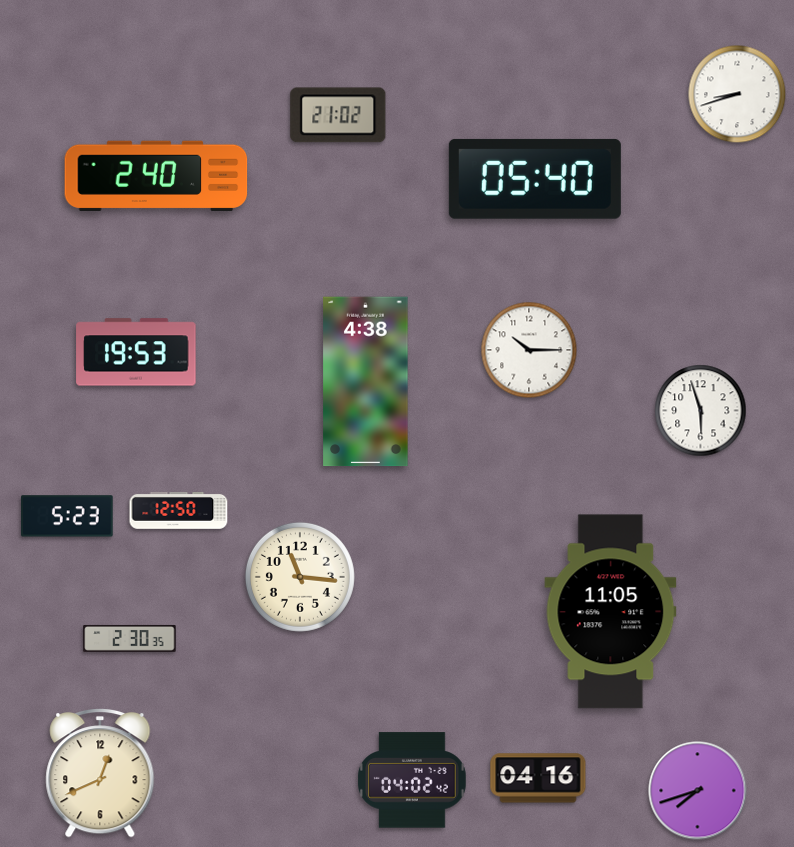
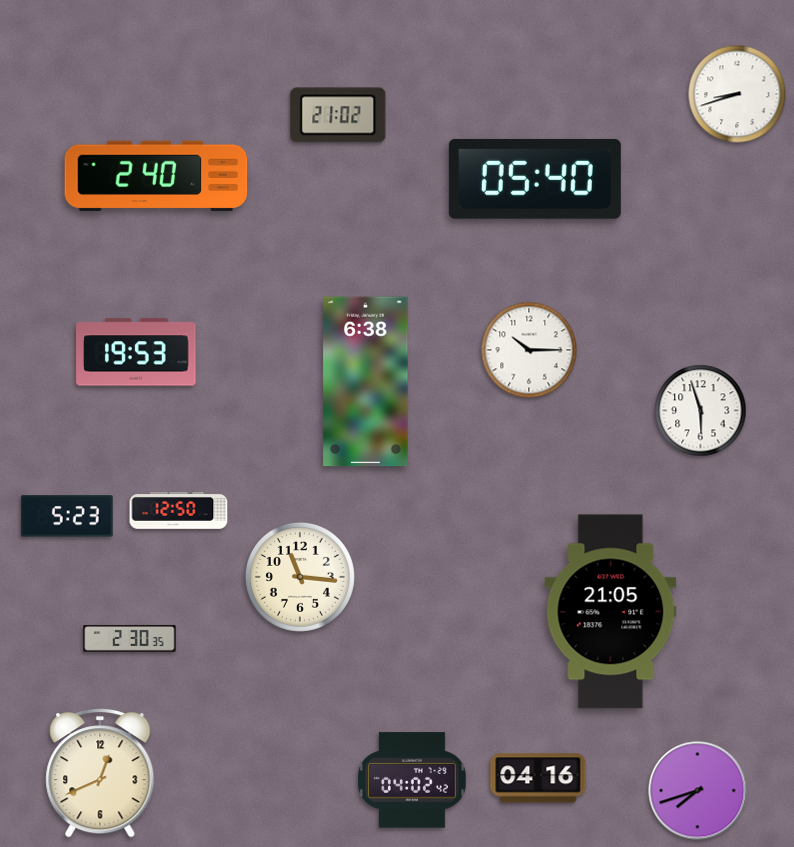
clock at (366, 382): 4:38 -> 6:38
clock at (611, 612): 11:05 -> 21:05
